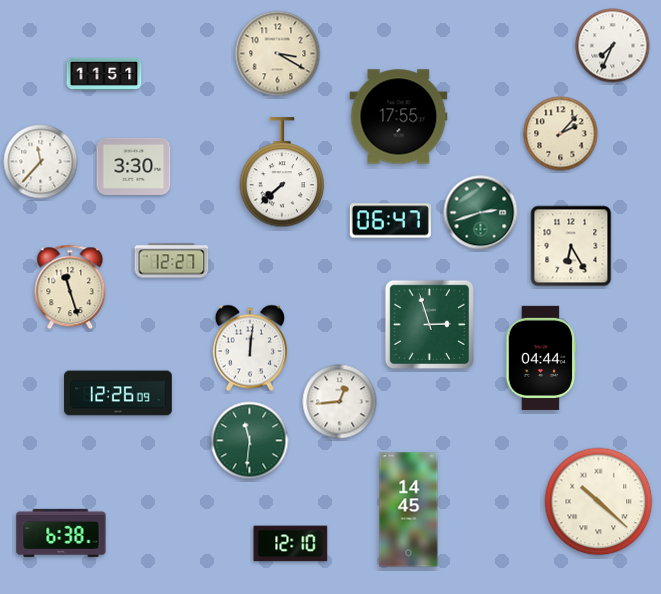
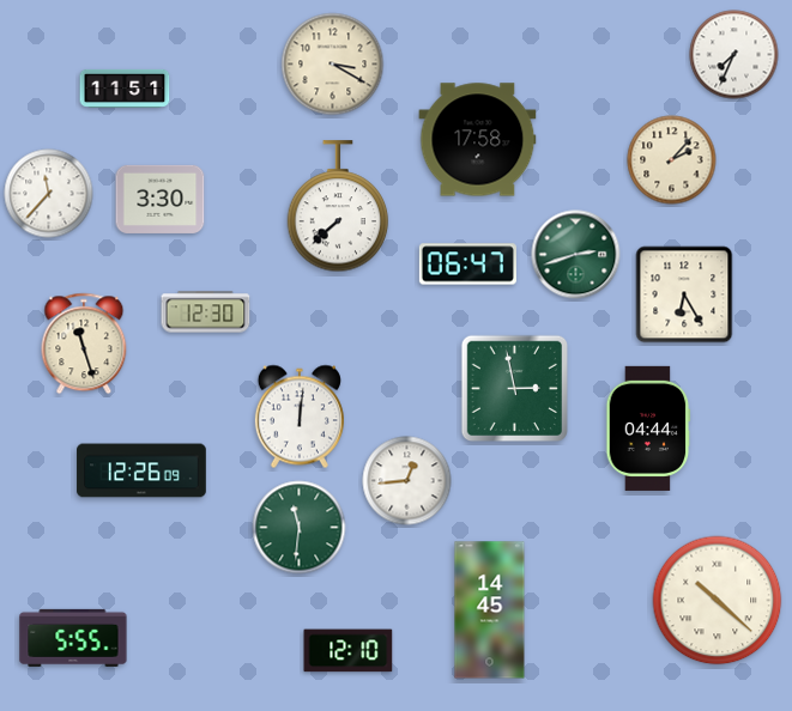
clock at (399, 117): 17:55 -> 17:58
clock at (172, 261): 12:27 -> 12:30
clock at (429, 324): 2:57 -> 2:58
clock at (61, 533): 6:38 -> 5:55
